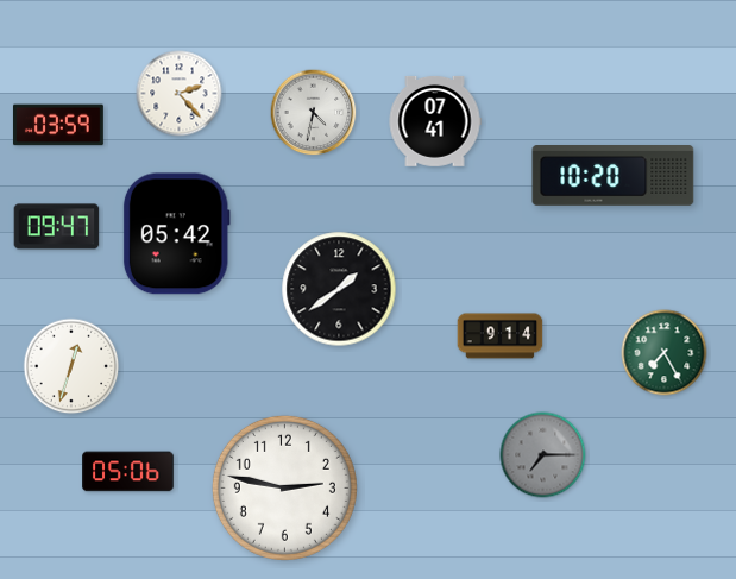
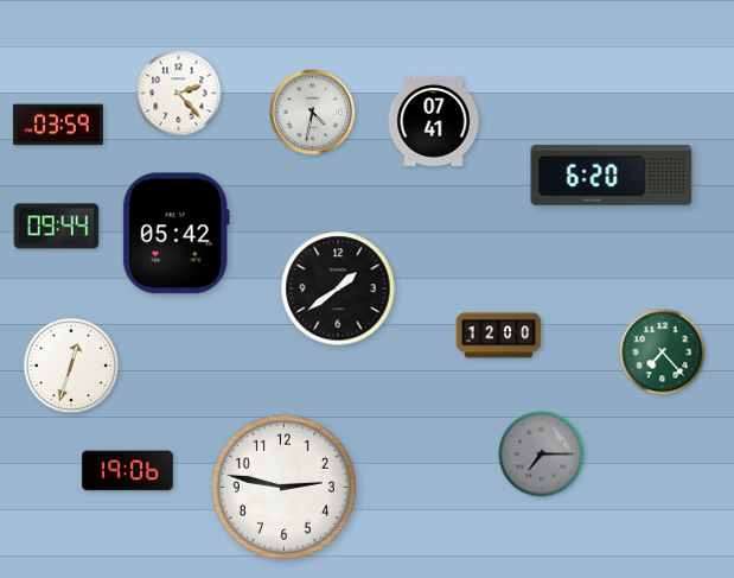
clock at (614, 176): 10:20 -> 6:20
clock at (57, 227): 09:47 -> 09:44
clock at (501, 336): 9:14 -> 12:00
clock at (665, 353): 7:25 -> 7:23
clock at (128, 472): 05:06 -> 19:06
